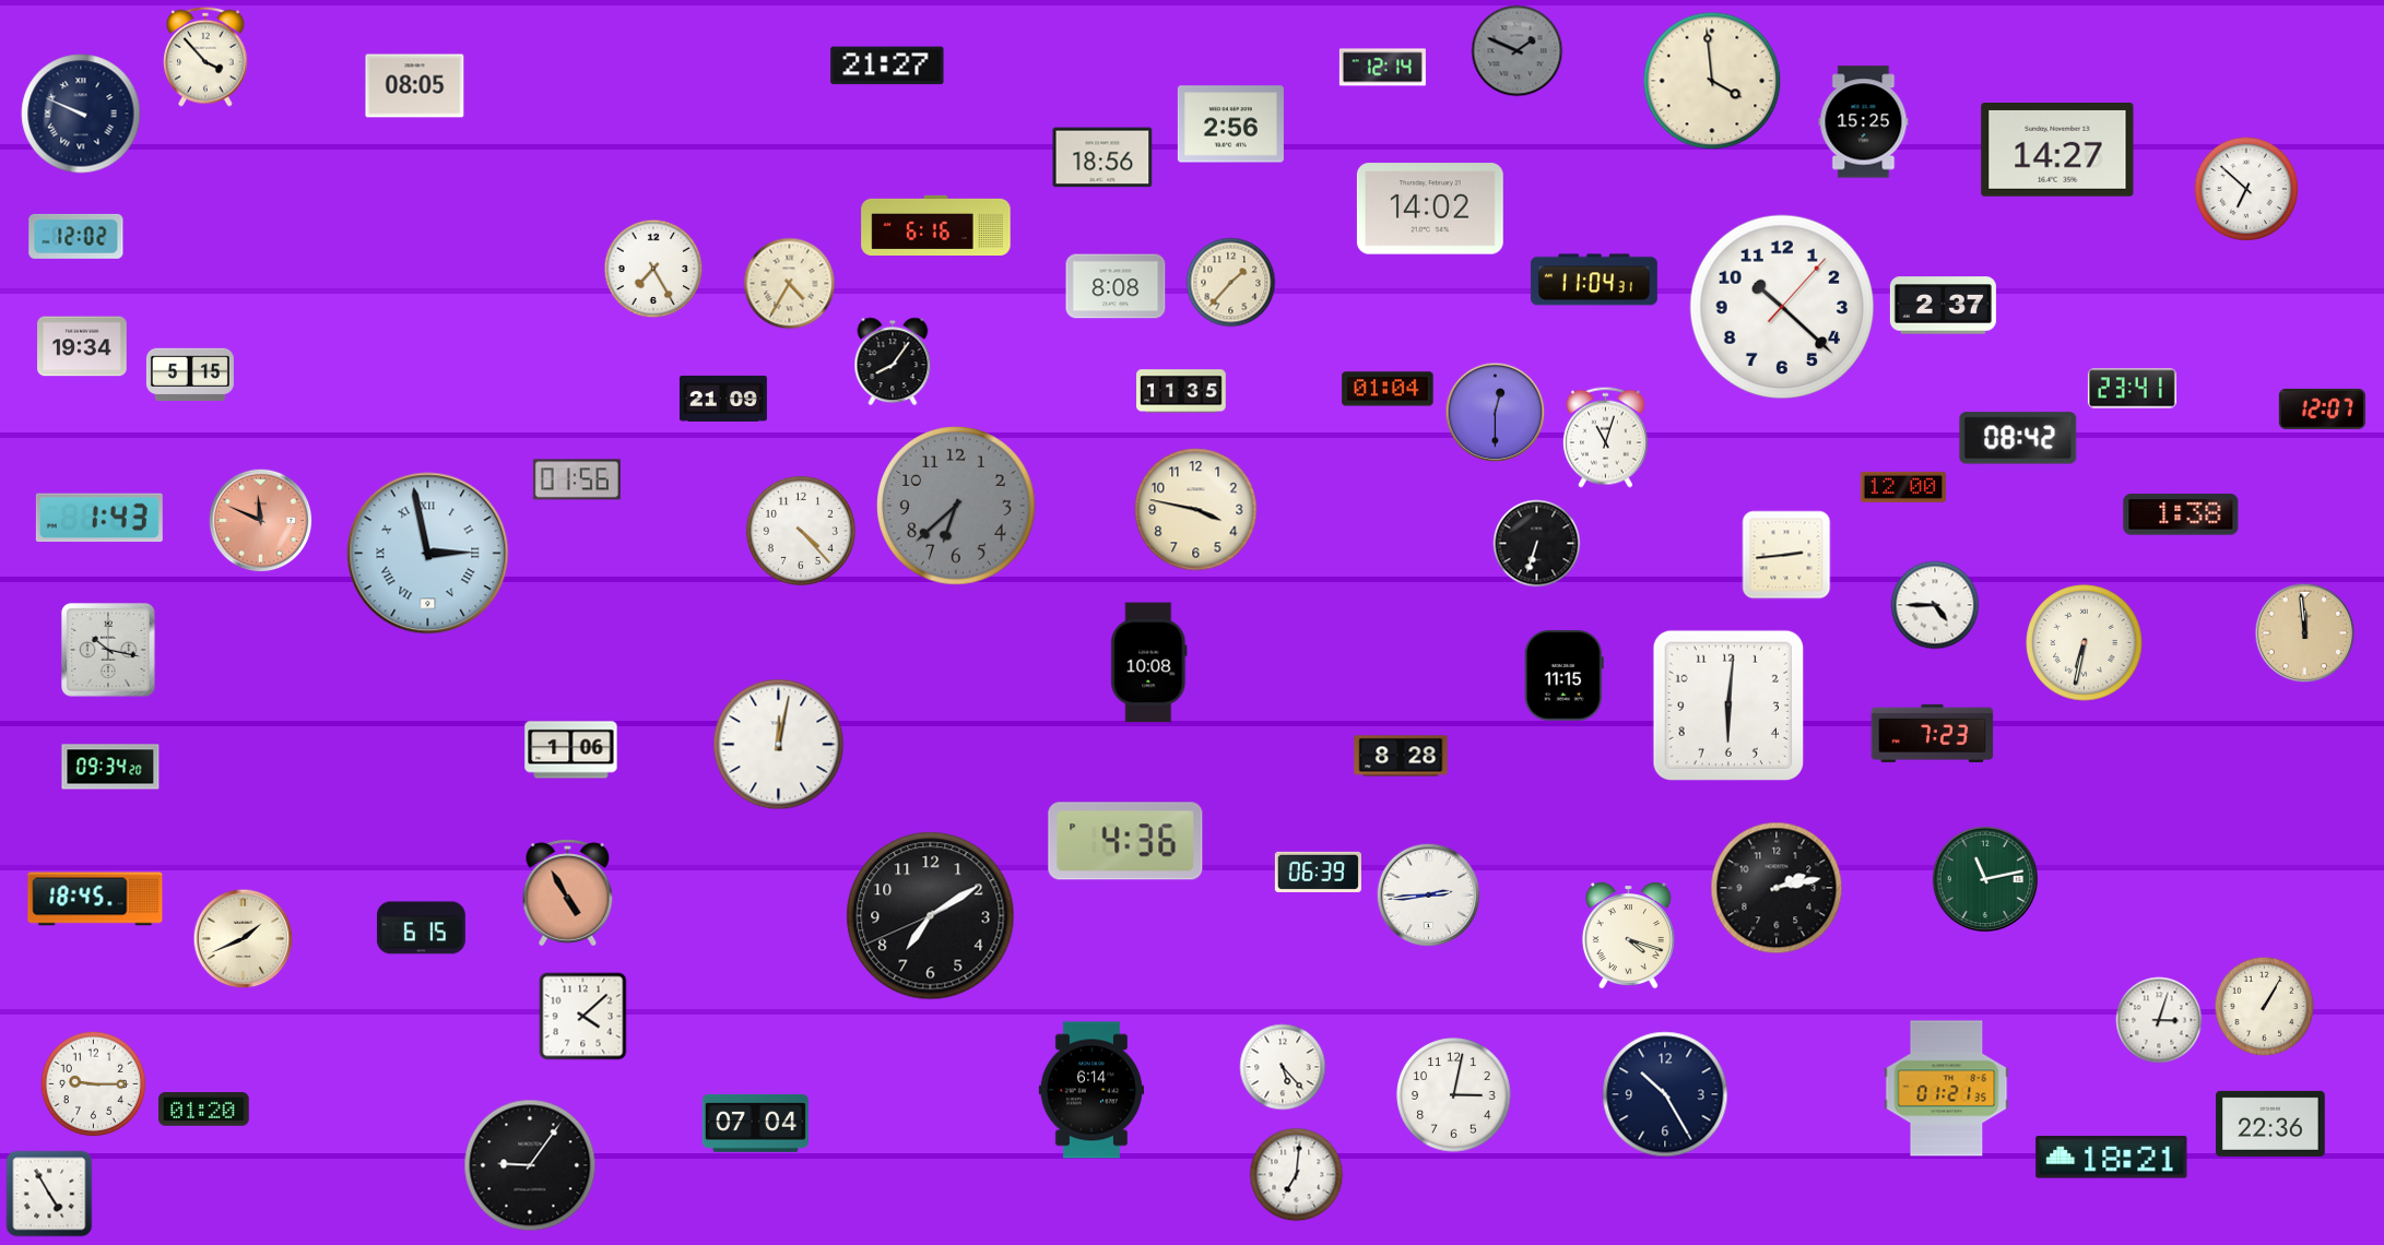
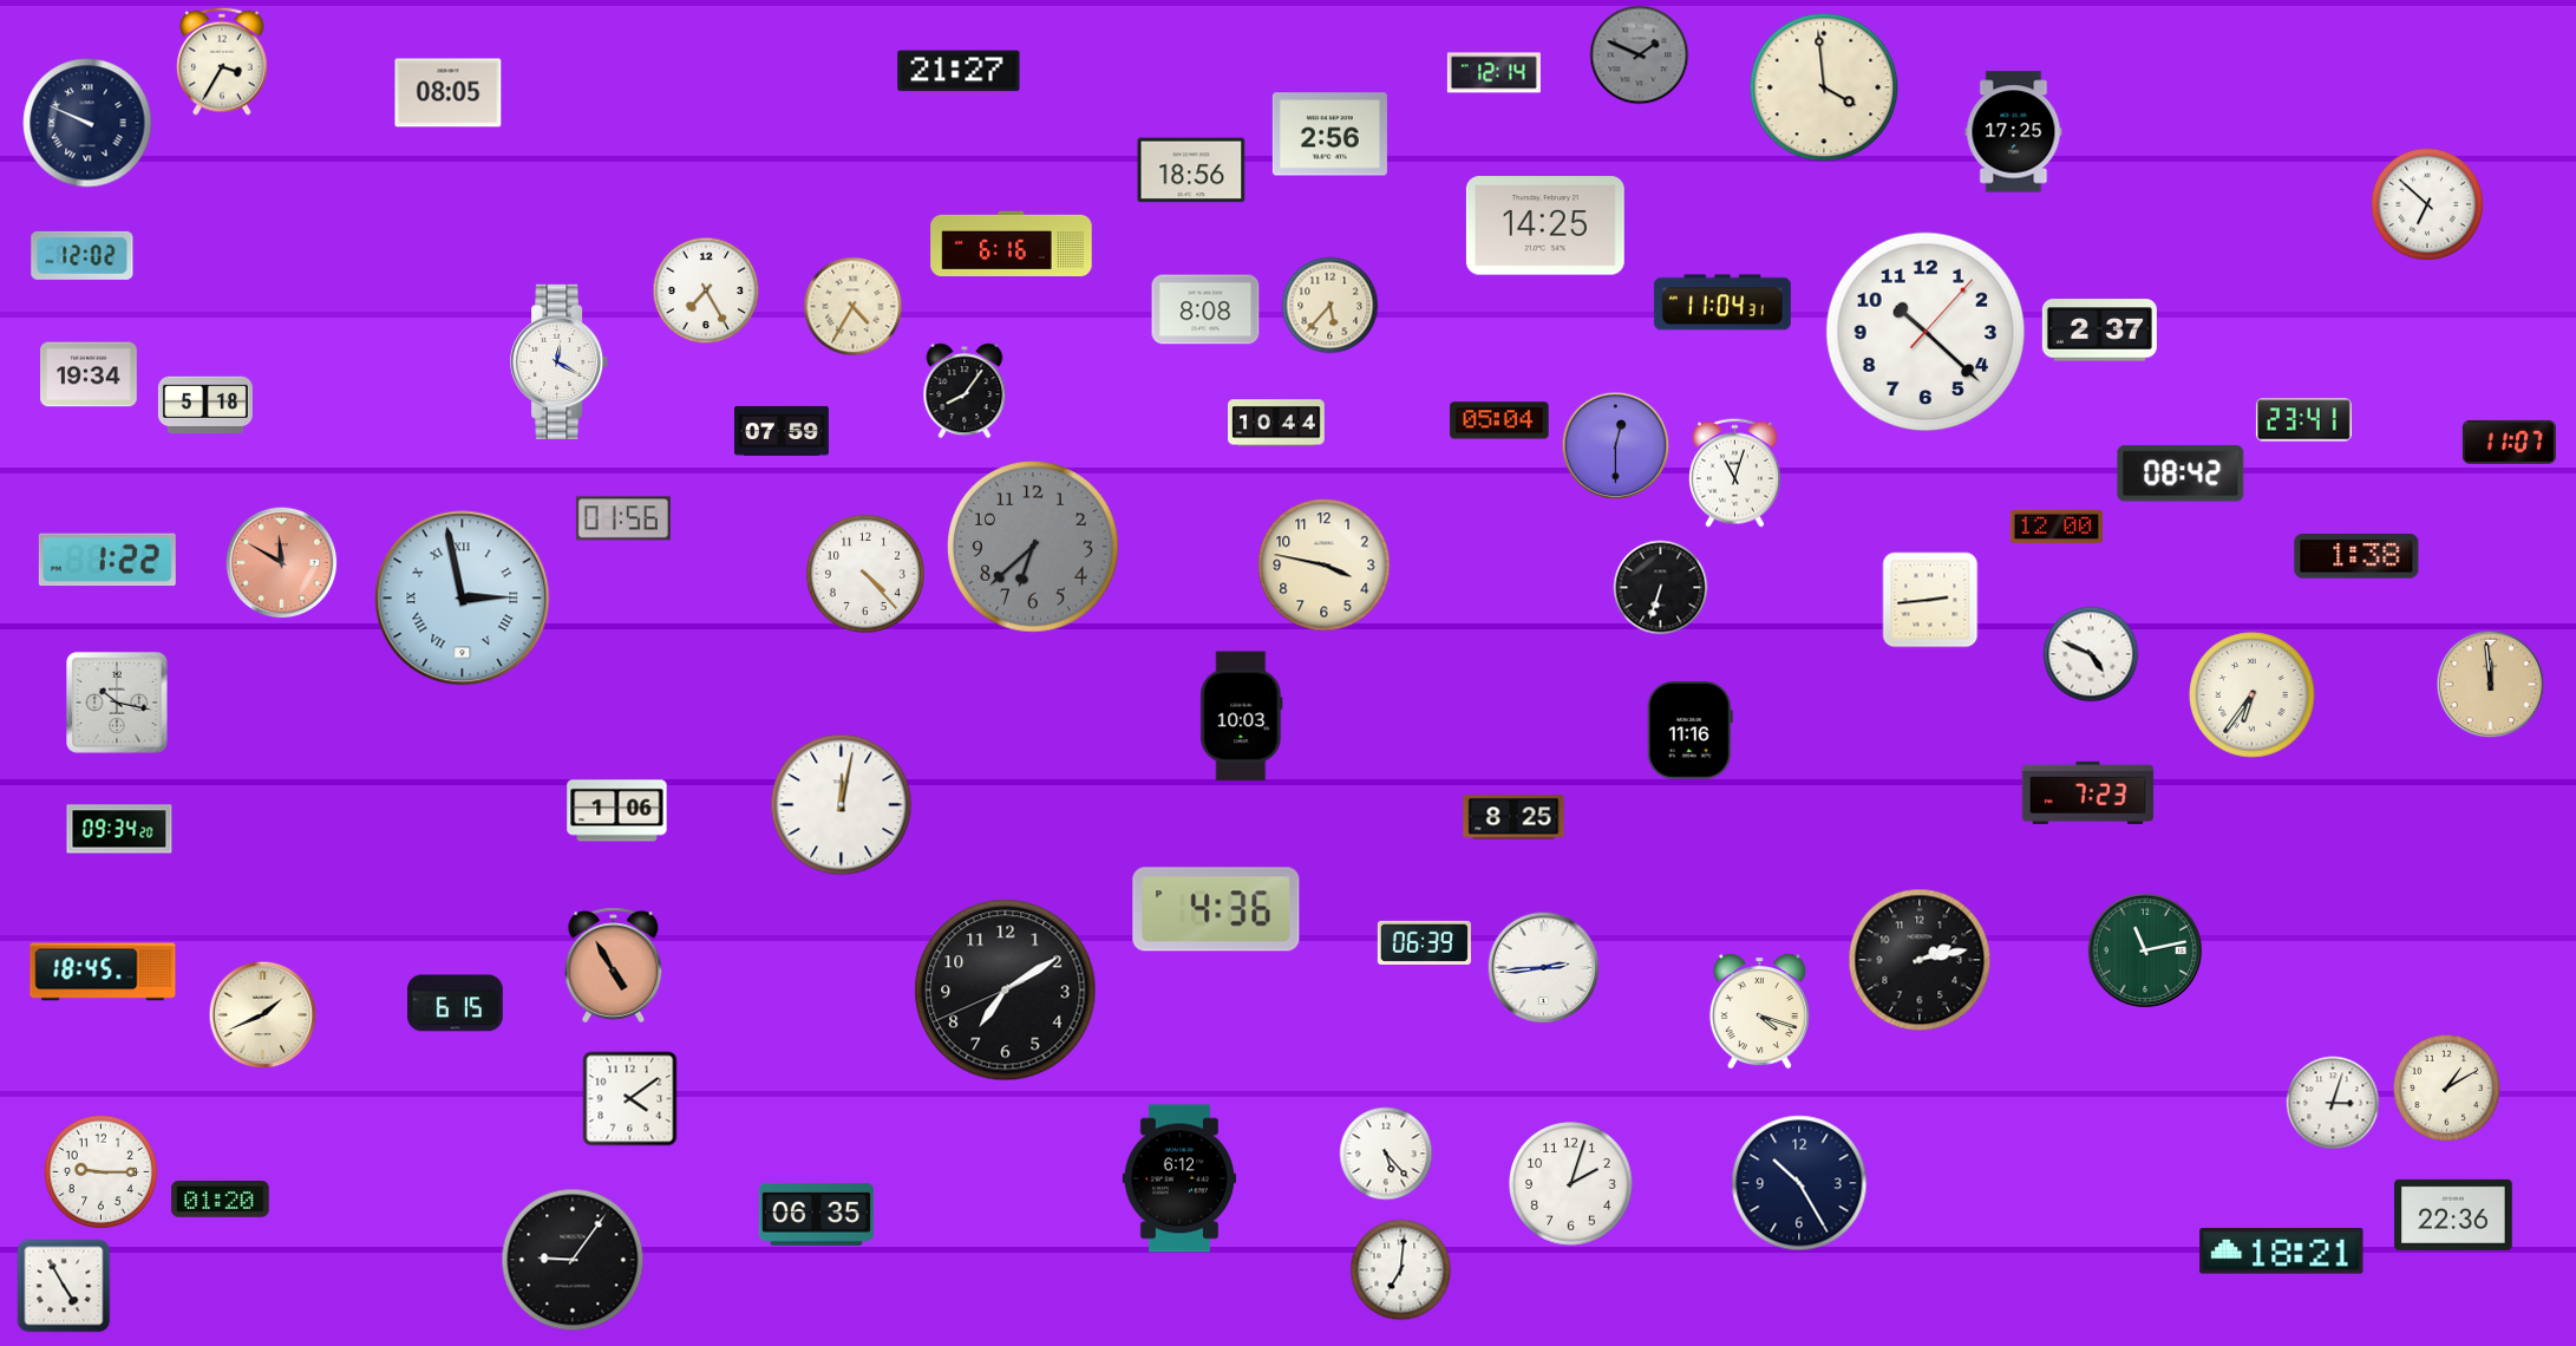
clock at (205, 57): 3:53 -> 3:35
clock at (1712, 81) position: (1712, 81) -> (1824, 87)
clock at (1864, 122): 15:25 -> 17:25
clock at (2057, 151): 14:27 -> none
clock at (1430, 209): 14:02 -> 14:25
clock at (1231, 283): 1:37 -> 5:37
clock at (560, 361): none -> 12:20
clock at (190, 375): 5:15 -> 5:18
clock at (1388, 389): 01:04 -> 05:04
clock at (1181, 391): 11:35 -> 10:44
clock at (723, 399): 21:09 -> 07:59
clock at (2322, 408): 12:07 -> 11:07
clock at (1196, 510) position: (1196, 510) -> (1325, 566)
clock at (99, 518): 1:43 -> 1:22
clock at (261, 521): 11:49 -> 11:50
clock at (1935, 605): 4:45 -> 4:49
clock at (2085, 643): 6:32 -> 6:36
clock at (1149, 663): 10:08 -> 10:03
clock at (1563, 676): 11:15 -> 11:16
clock at (1727, 704): 6:01 -> none
clock at (1401, 756): 8:28 -> 8:25
clock at (2265, 1007): 1:05 -> 1:10
clock at (583, 1017): 4:08 -> 4:09
clock at (1947, 1089): 01:21 -> none
clock at (1090, 1090): 6:14 -> 6:12
clock at (1454, 1095): 3:02 -> 2:03
clock at (755, 1123): 07:04 -> 06:35
clock at (49, 1194) position: (49, 1194) -> (64, 1286)
